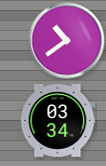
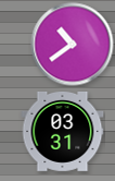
clock at (58, 120): 03:34 -> 03:31
